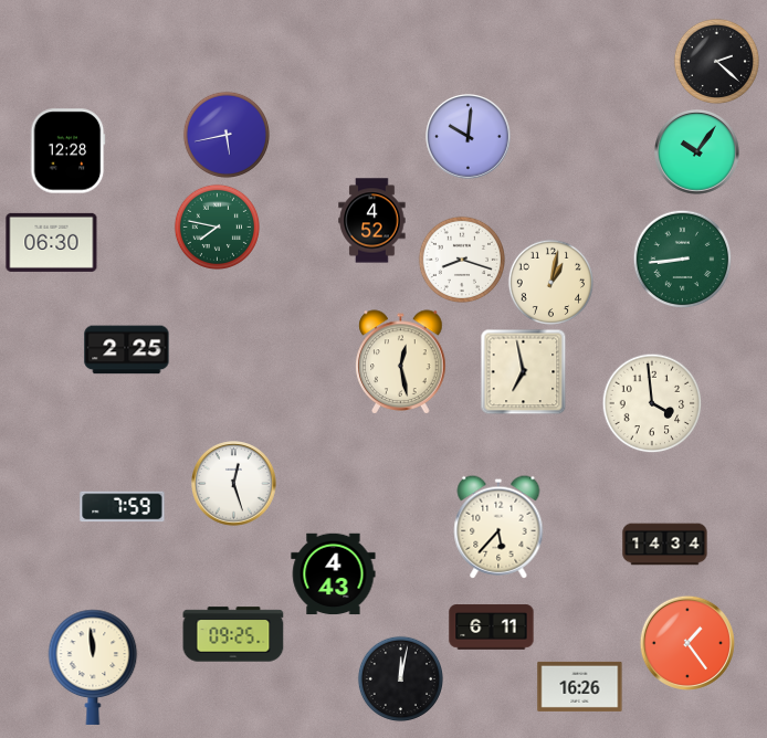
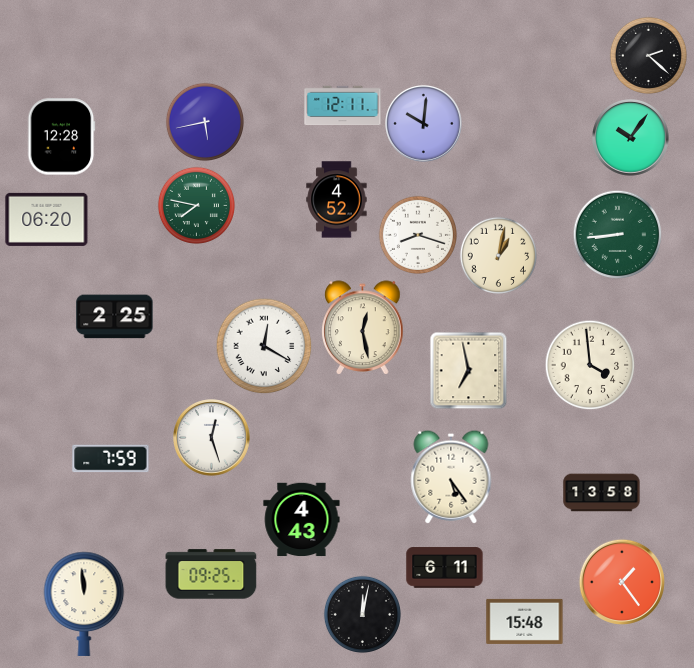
clock at (343, 106): none -> 12:11
clock at (52, 242): 06:30 -> 06:20
clock at (523, 371) position: (523, 371) -> (468, 370)
clock at (264, 346): none -> 12:20
clock at (498, 527): 5:37 -> 5:24
clock at (665, 545): 14:34 -> 13:58
clock at (580, 686): 16:26 -> 15:48
